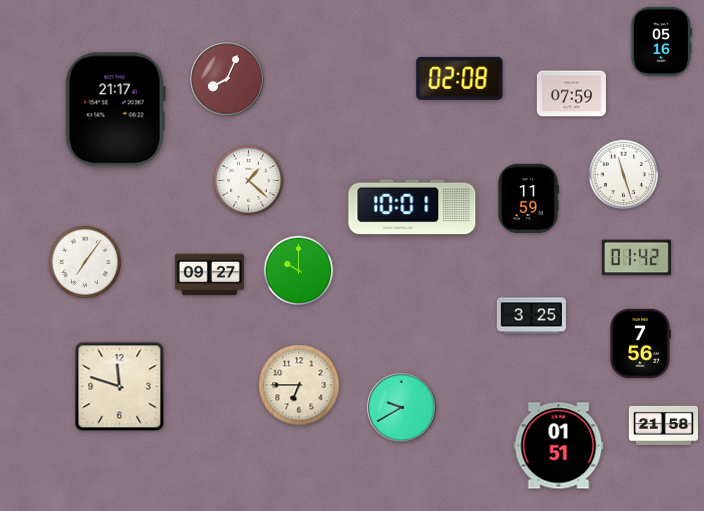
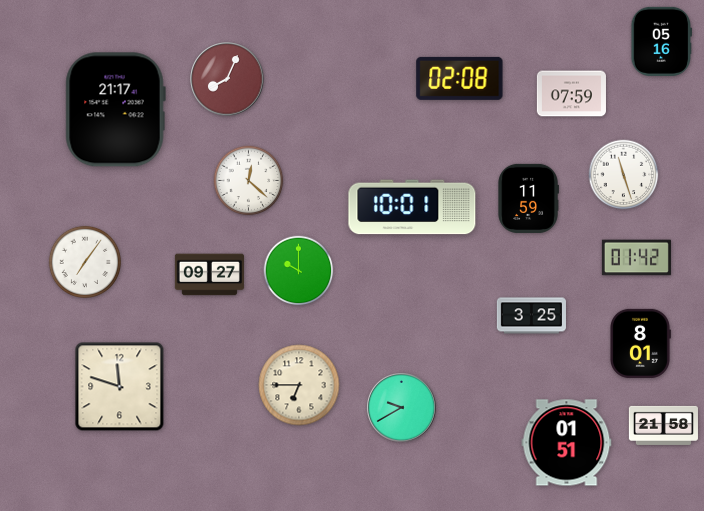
clock at (249, 181): 1:22 -> 12:22
clock at (641, 343): 7:56 -> 8:01
clock at (559, 446) position: (559, 446) -> (567, 443)
